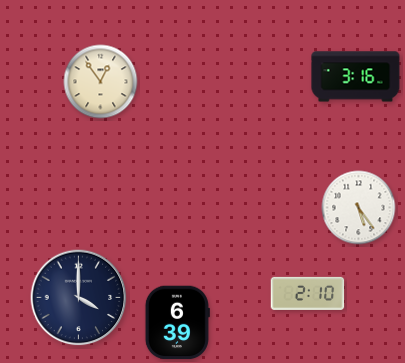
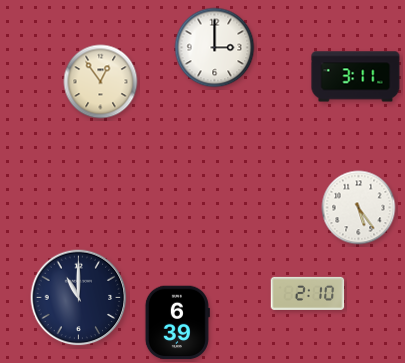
clock at (215, 48): none -> 3:00
clock at (356, 77): 3:16 -> 3:11
clock at (79, 298): 4:00 -> 11:00
